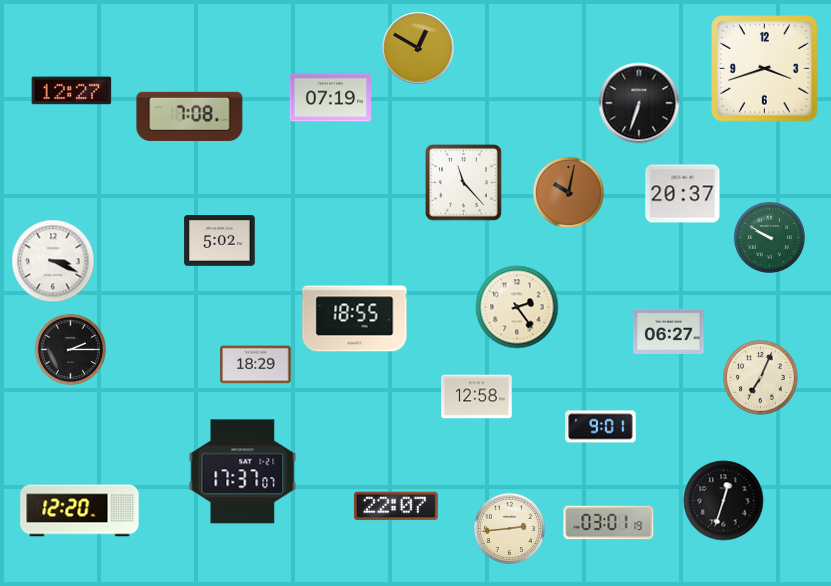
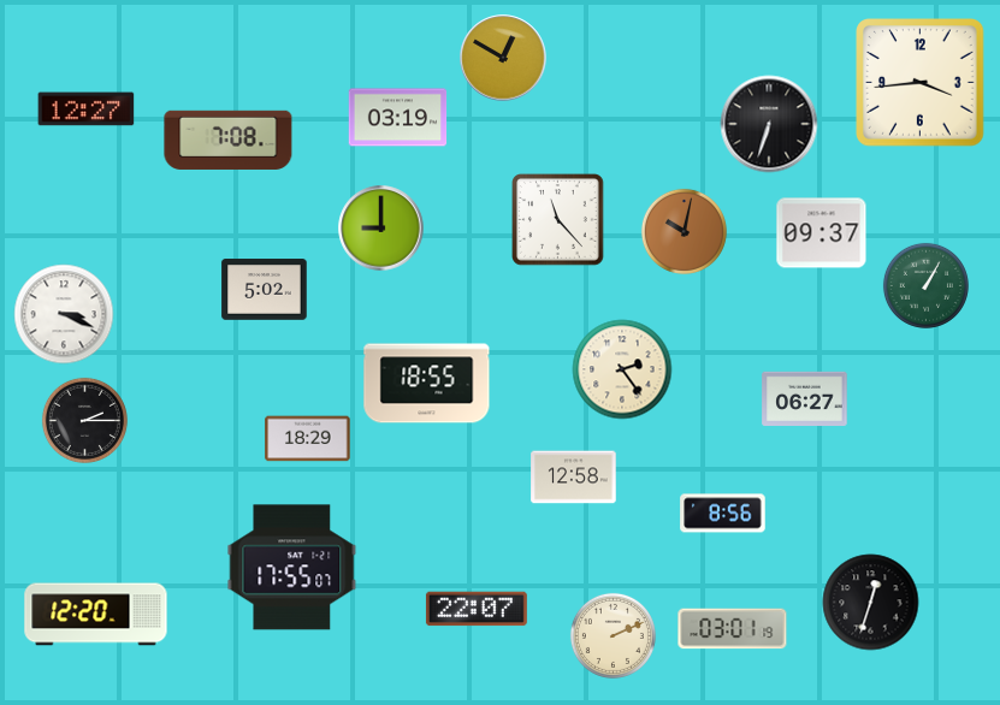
clock at (765, 69): 3:42 -> 3:44
clock at (331, 98): 07:19 -> 03:19
clock at (381, 229): none -> 9:00
clock at (683, 194): 20:37 -> 09:37
clock at (769, 237): 9:50 -> 1:05
clock at (761, 378): 7:04 -> none
clock at (601, 427): 9:01 -> 8:56
clock at (243, 472): 17:37 -> 17:55
clock at (509, 528): 2:44 -> 2:11
